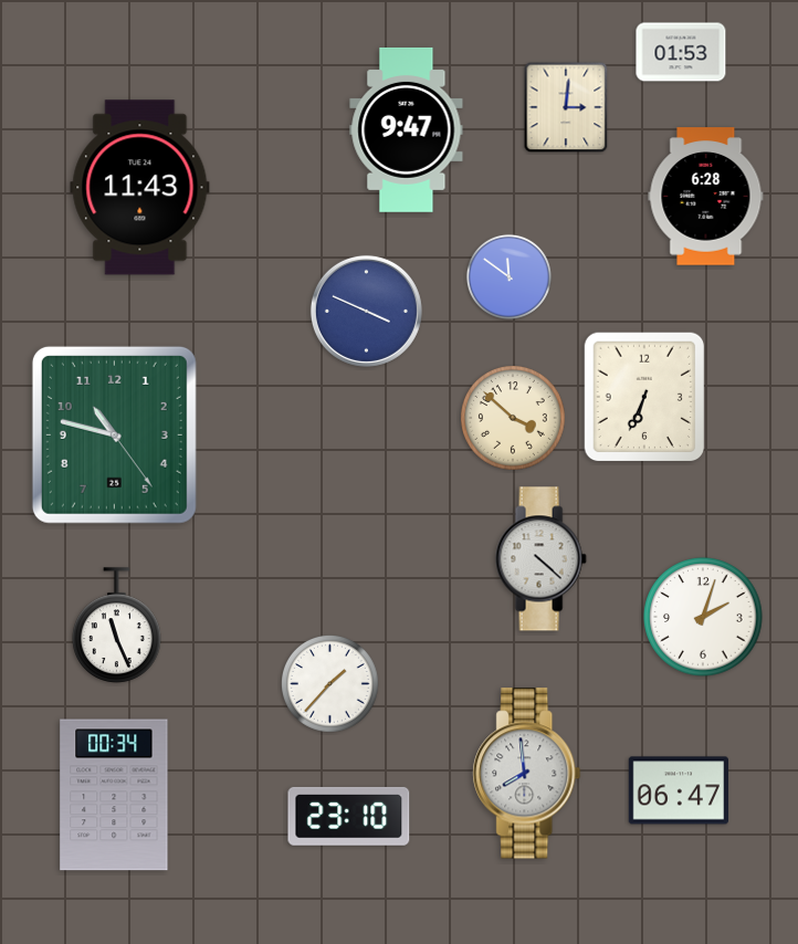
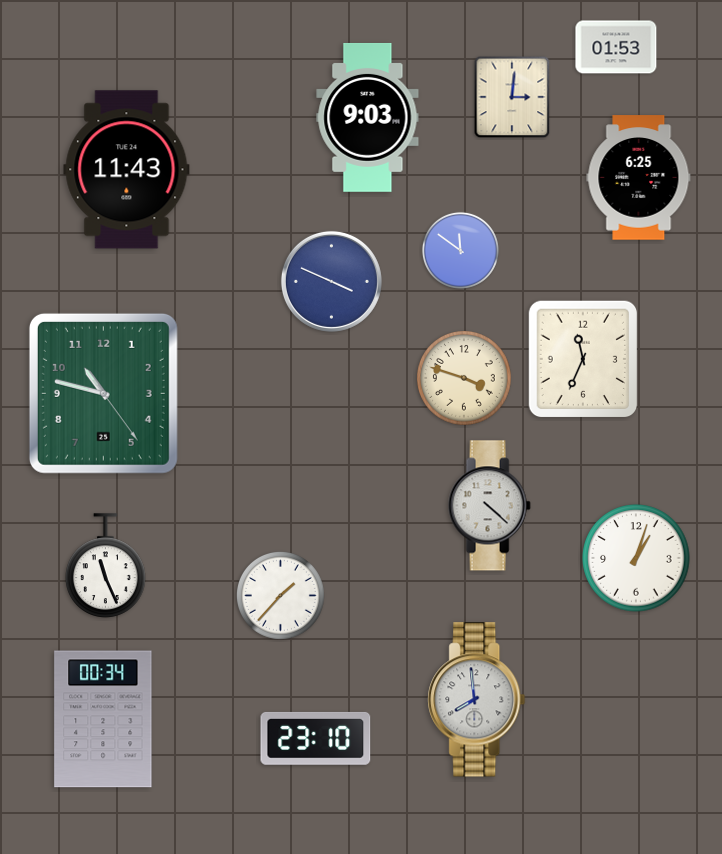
clock at (407, 129): 9:47 -> 9:03
clock at (706, 197): 6:28 -> 6:25
clock at (644, 397): 6:34 -> 11:34
clock at (514, 419): 3:52 -> 3:48
clock at (703, 617): 2:03 -> 1:03
clock at (329, 683) position: (329, 683) -> (280, 595)
clock at (678, 790): 06:47 -> none
